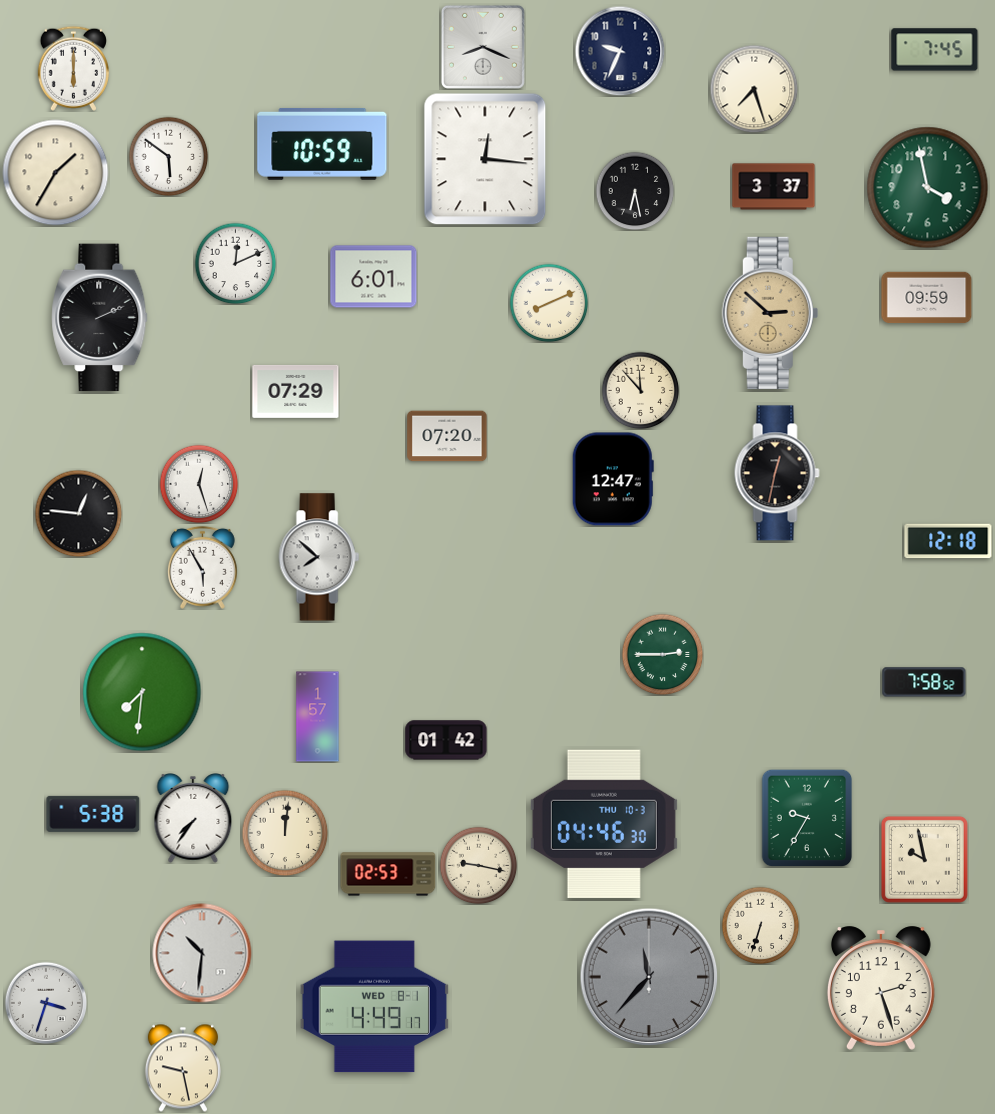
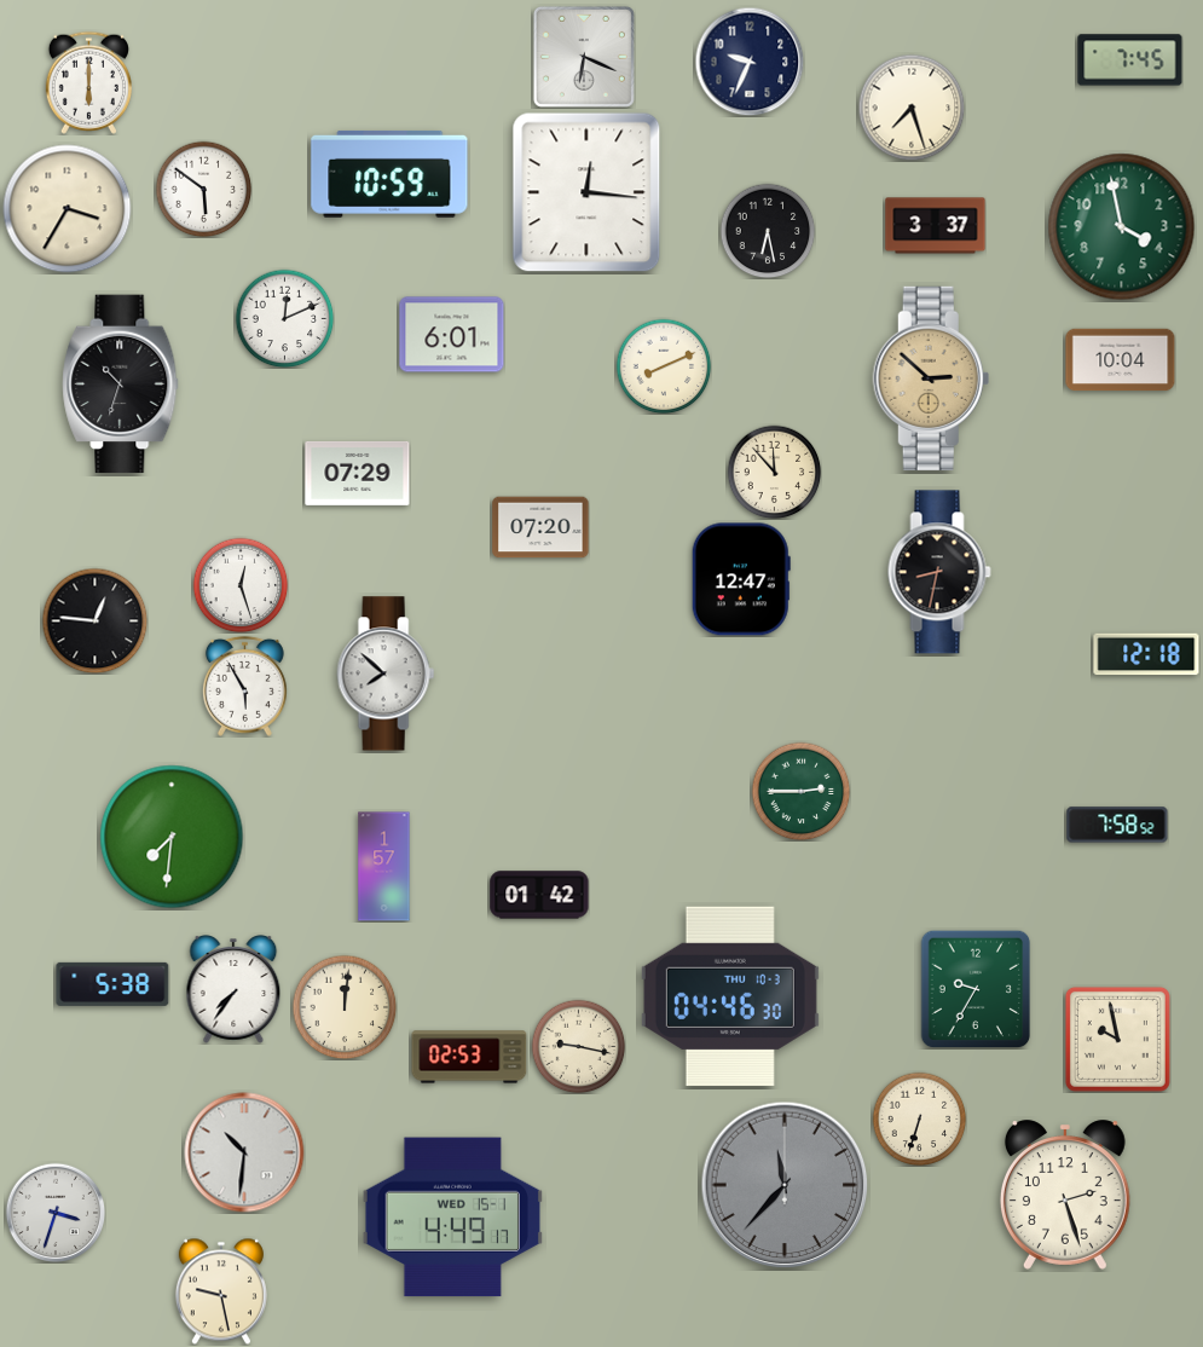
clock at (483, 47): 8:19 -> 6:19
clock at (56, 173): 1:35 -> 3:35
clock at (927, 298): 09:59 -> 10:04
clock at (100, 318): 2:11 -> 10:33
clock at (777, 473): 12:32 -> 8:32
clock at (649, 977) position: (649, 977) -> (785, 1185)
clock at (374, 1007) date: WED 8-1 -> WED 15-1
